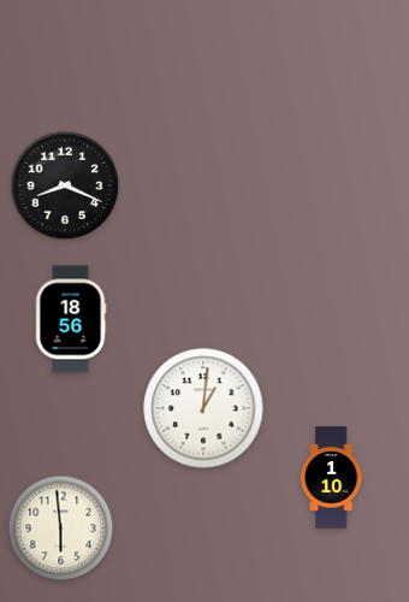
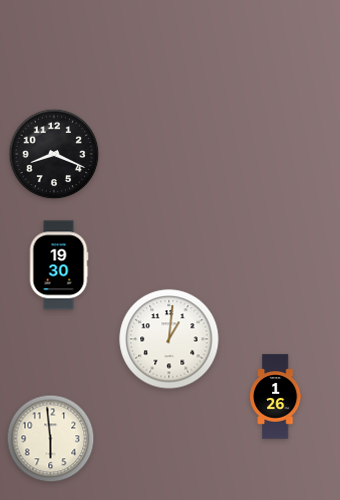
clock at (71, 319): 18:56 -> 19:30
clock at (332, 478): 1:10 -> 1:26
